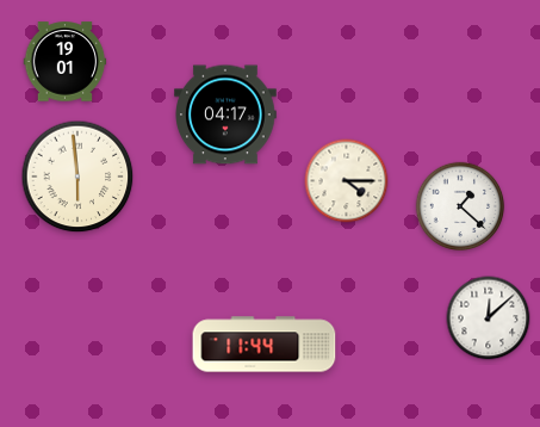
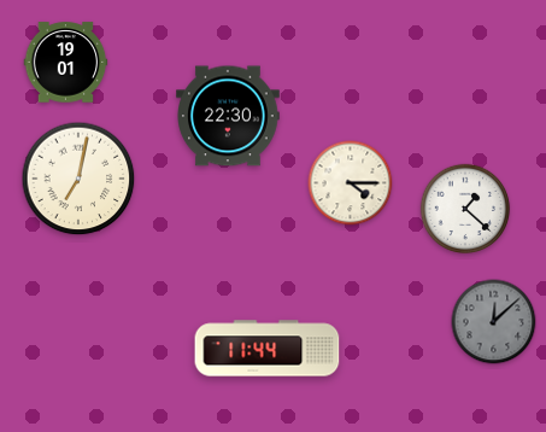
clock at (226, 115): 04:17 -> 22:30
clock at (77, 177): 5:59 -> 7:02
clock at (489, 318) dial: white -> grey
